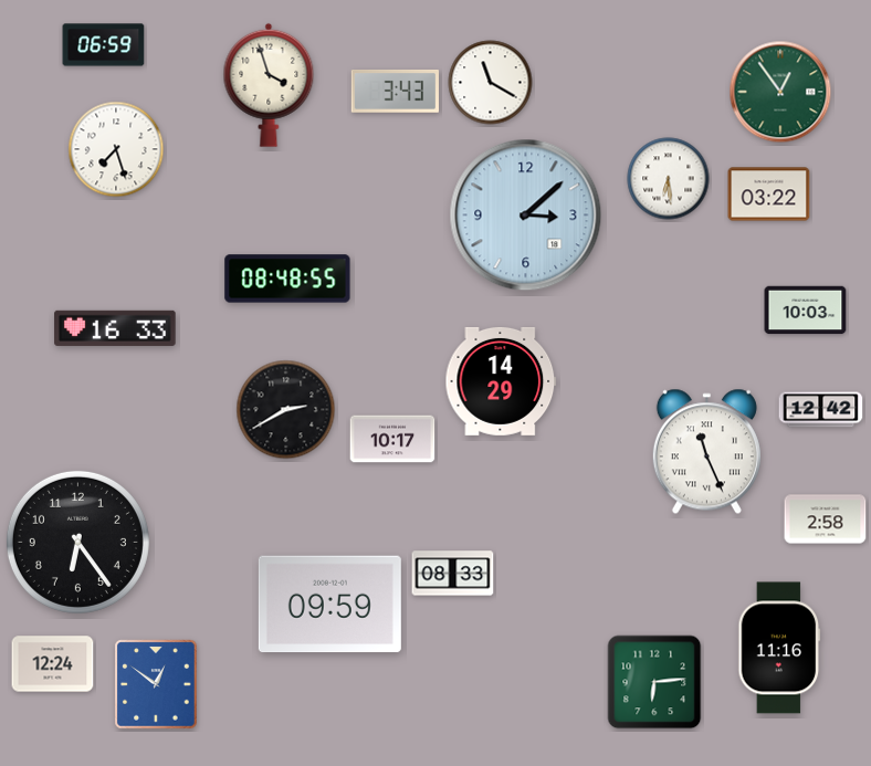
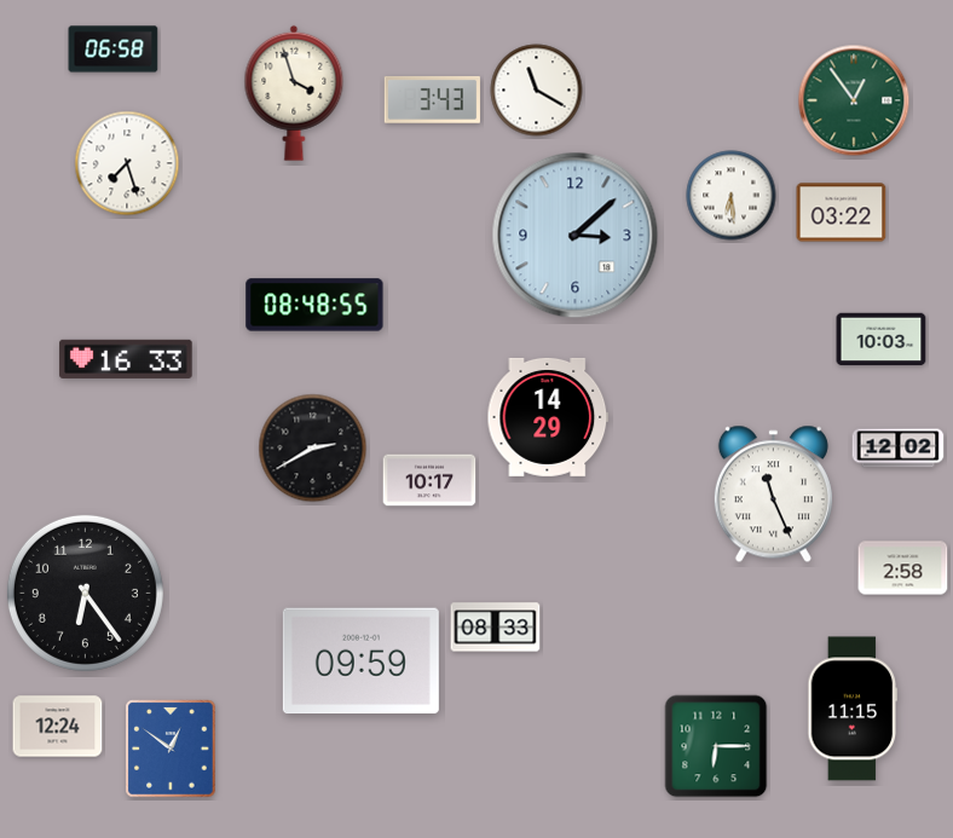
clock at (104, 45): 06:59 -> 06:58
clock at (821, 410): 12:42 -> 12:02
clock at (779, 648): 11:16 -> 11:15
clock at (654, 682): 6:14 -> 6:15
